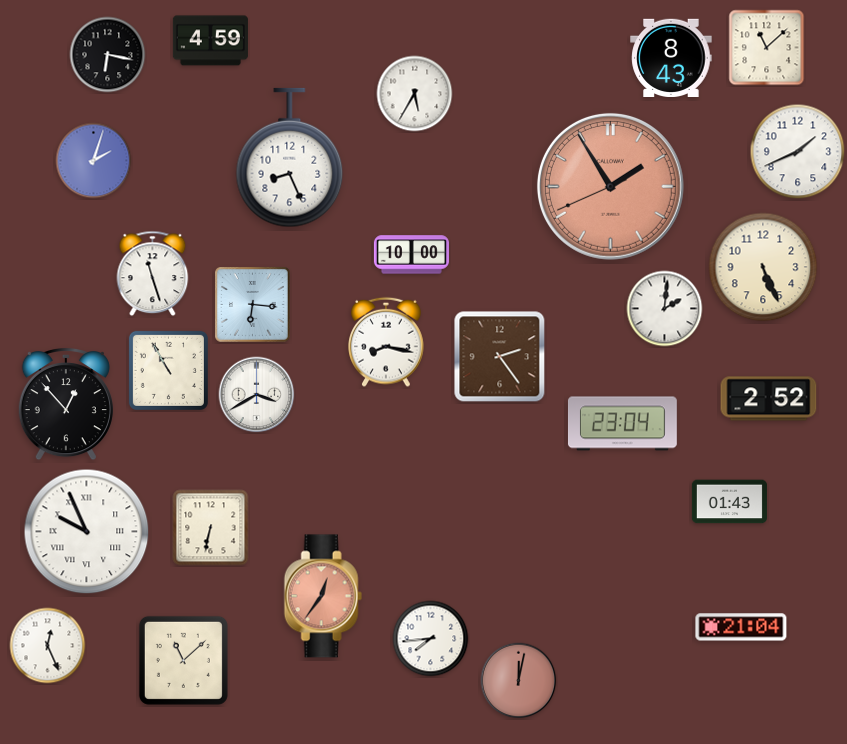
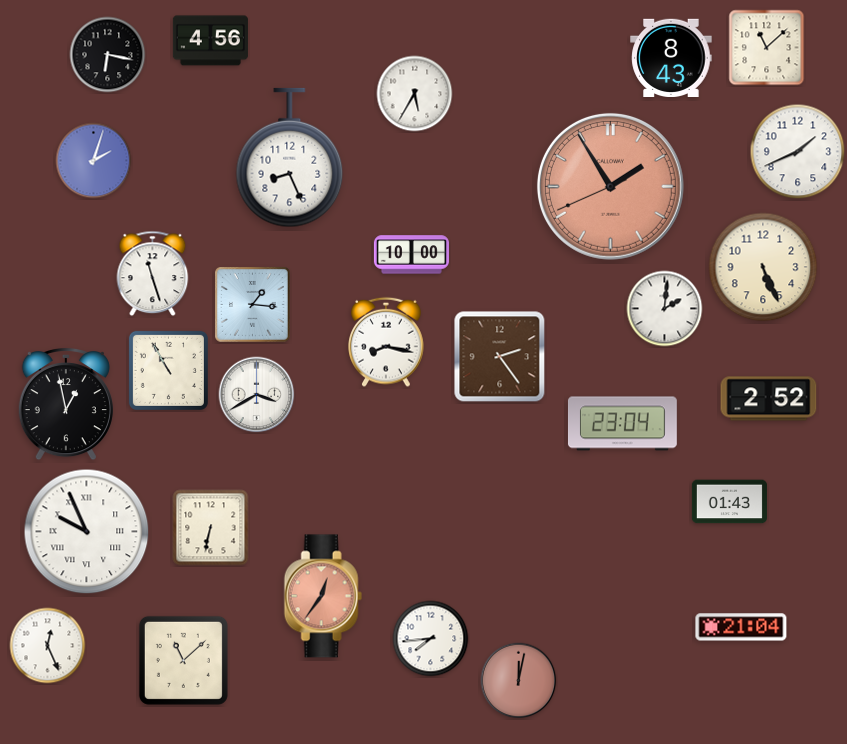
clock at (210, 41): 4:59 -> 4:56
clock at (253, 305): 6:16 -> 1:16
clock at (66, 405): 12:53 -> 12:58
